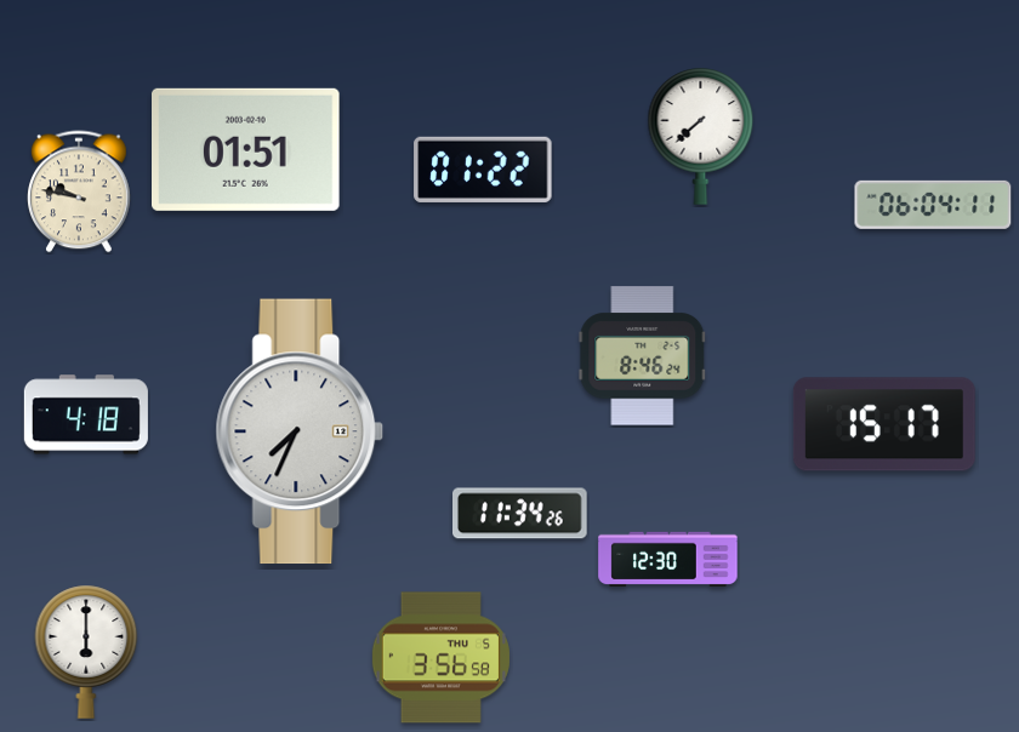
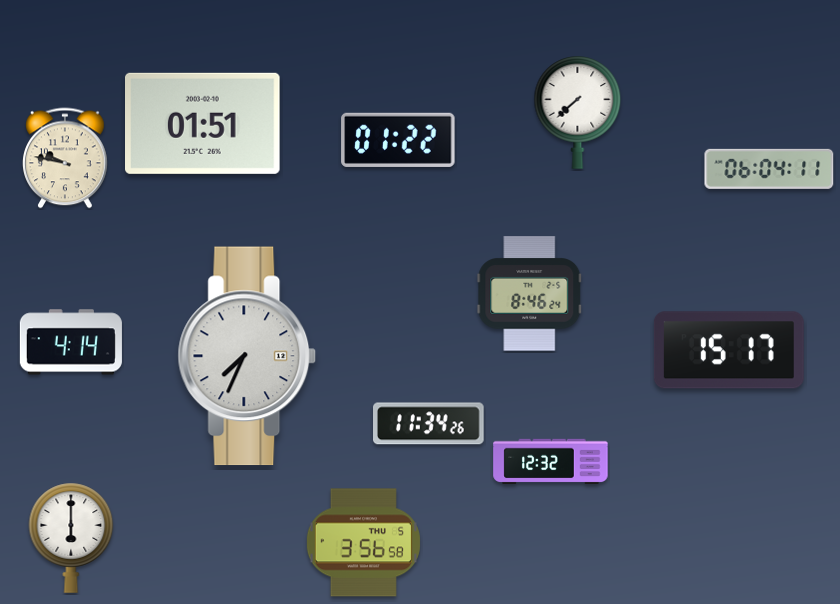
clock at (86, 414): 4:18 -> 4:14
clock at (668, 560): 12:30 -> 12:32
